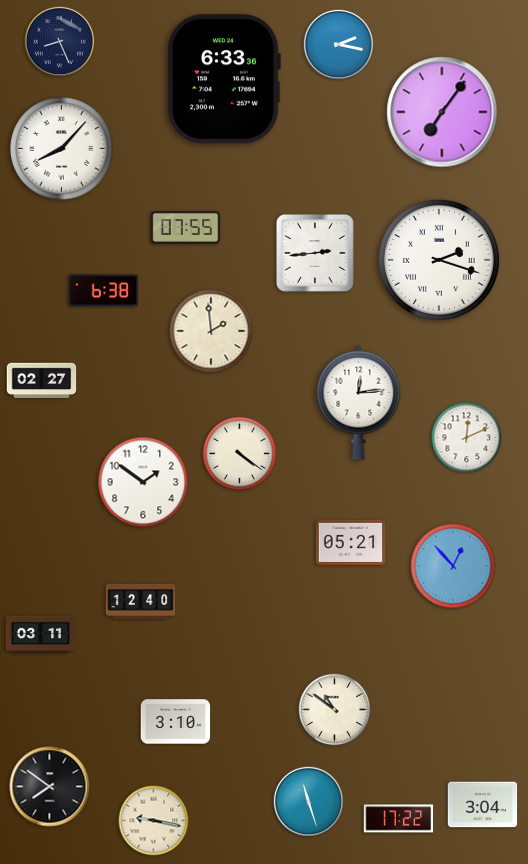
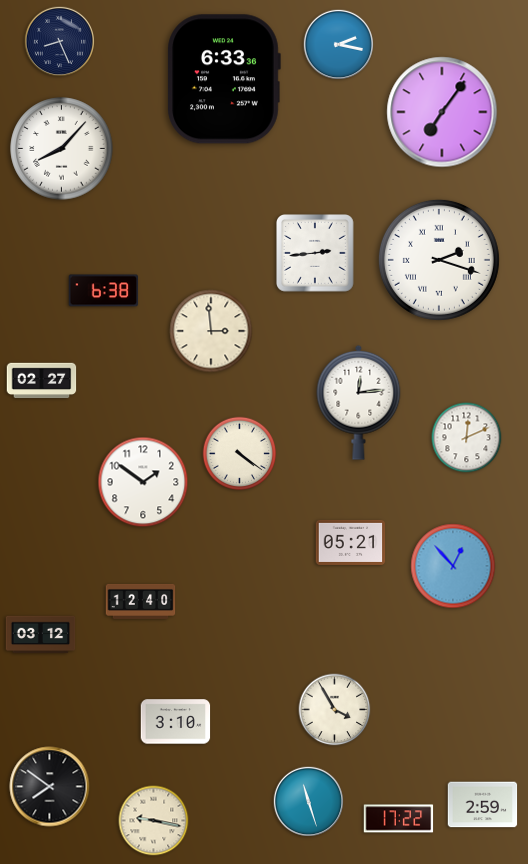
clock at (186, 228): 07:55 -> none
clock at (211, 331): 1:59 -> 2:59
clock at (41, 635): 03:11 -> 03:12
clock at (335, 710): 10:51 -> 3:55
clock at (483, 805): 3:04 -> 2:59
